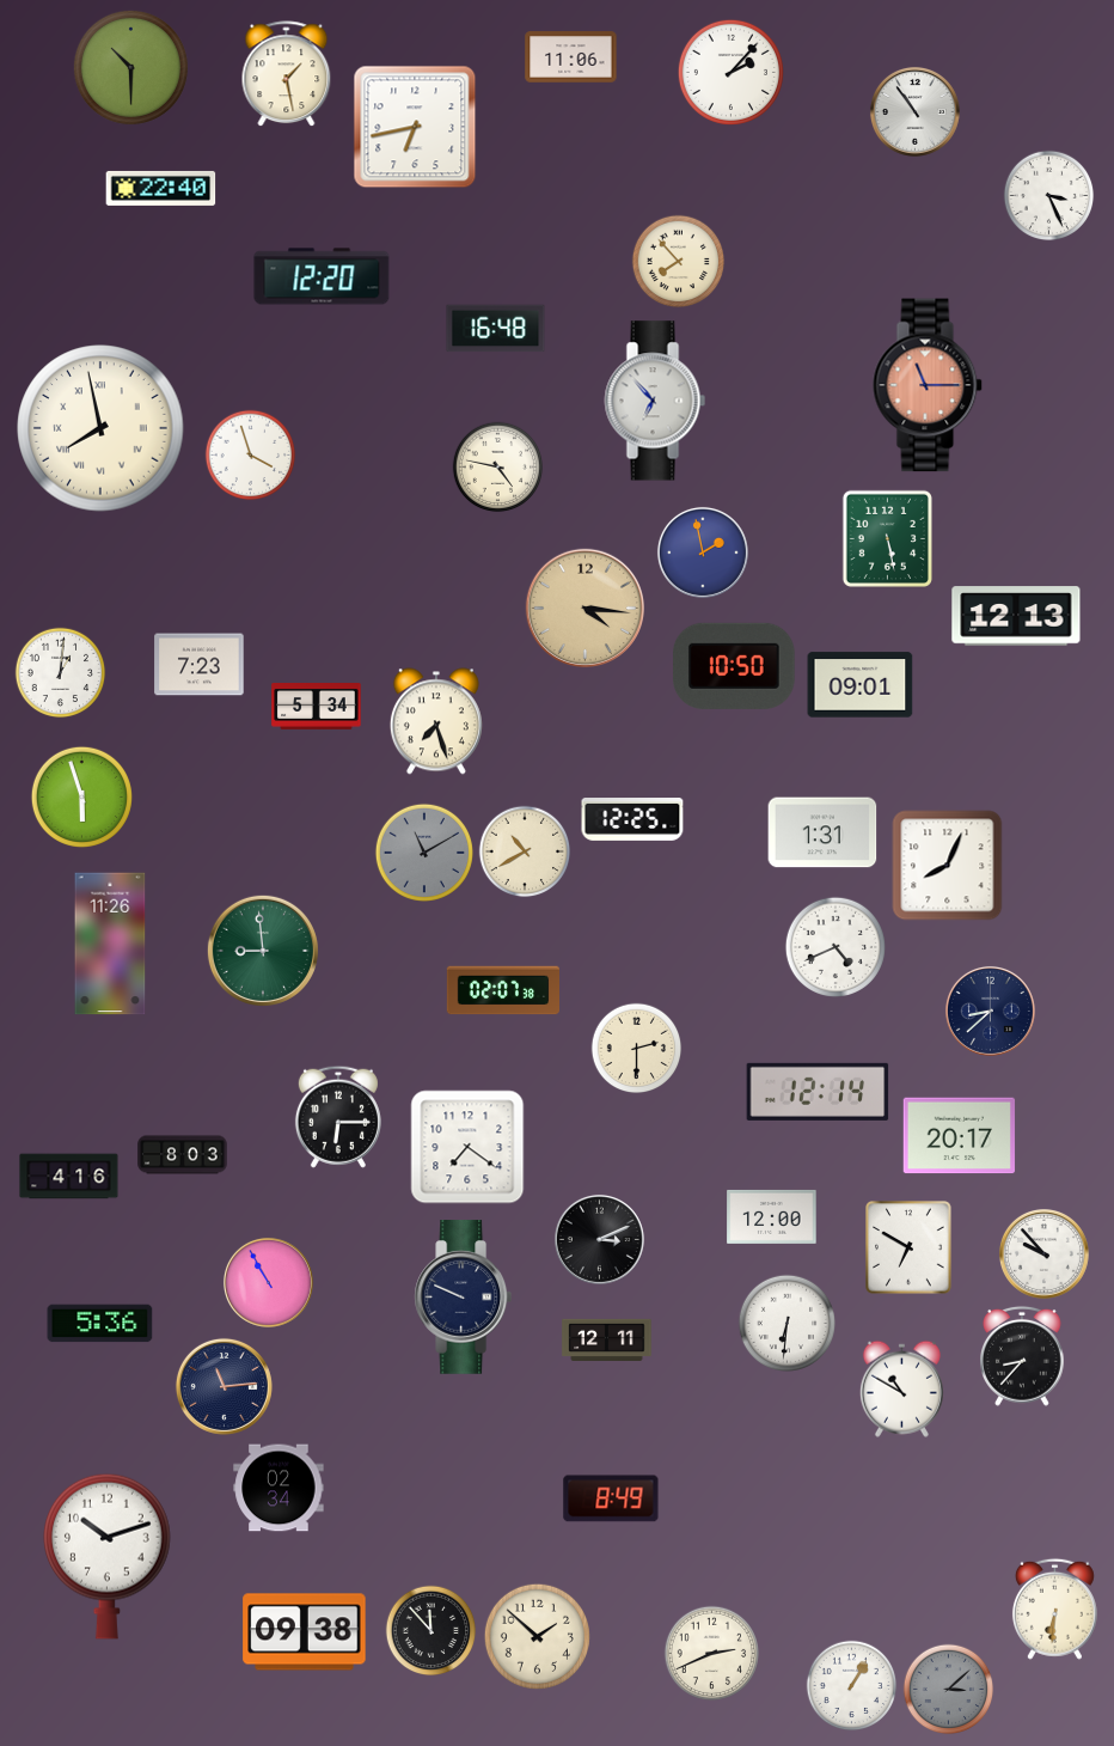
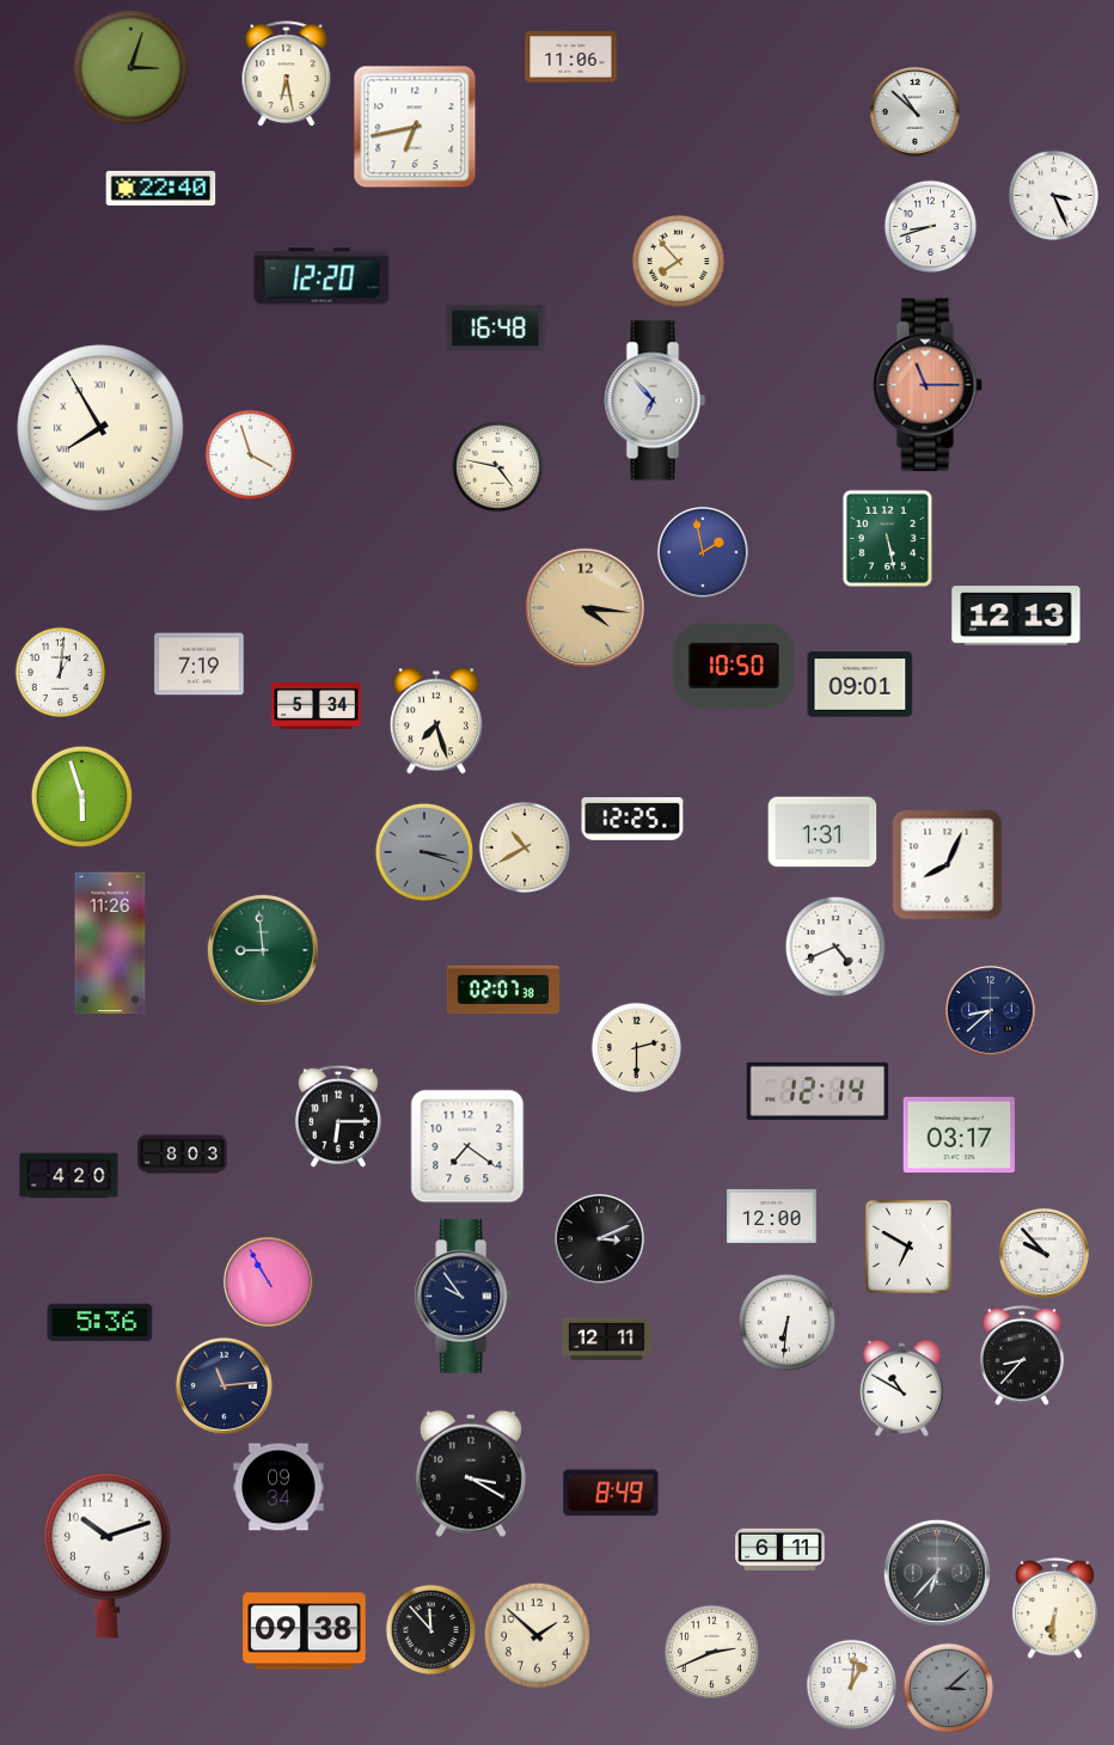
clock at (130, 67): 10:30 -> 3:03
clock at (730, 72): 2:07 -> none
clock at (287, 74): 1:28 -> 6:28
clock at (914, 111): 10:54 -> 10:52
clock at (1049, 196) position: (1049, 196) -> (1054, 196)
clock at (931, 227): none -> 8:42
clock at (100, 428): 7:58 -> 7:55
clock at (200, 665): 7:23 -> 7:19
clock at (423, 851): 11:10 -> 3:18
clock at (525, 851) position: (525, 851) -> (525, 847)
clock at (960, 1136): 20:17 -> 03:17
clock at (69, 1177): 4:16 -> 4:20
clock at (463, 1298): 9:49 -> 9:54
clock at (471, 1474): none -> 3:20
clock at (278, 1488): 02:34 -> 09:34
clock at (611, 1498) position: (611, 1498) -> (611, 1493)
clock at (781, 1550): none -> 6:11
clock at (937, 1573): none -> 6:37
clock at (852, 1686): 1:05 -> 1:01
